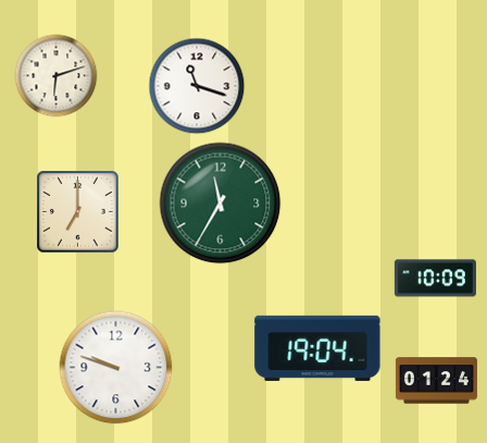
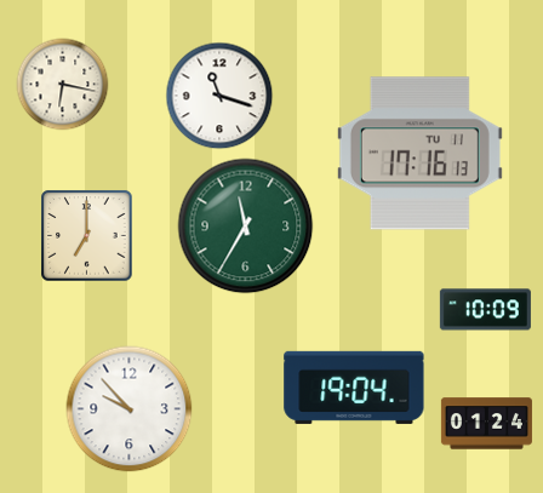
clock at (57, 76): 6:12 -> 6:17
clock at (419, 154): none -> 17:16
clock at (116, 368): 9:48 -> 9:53
